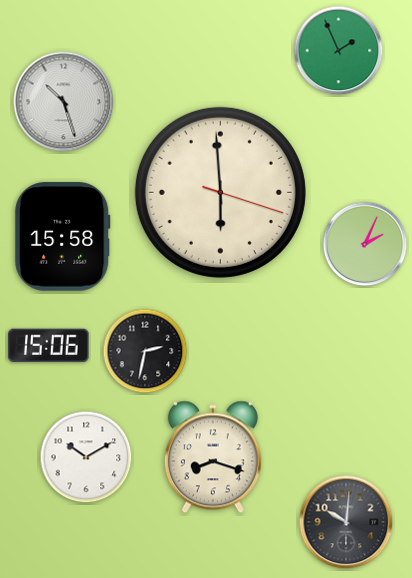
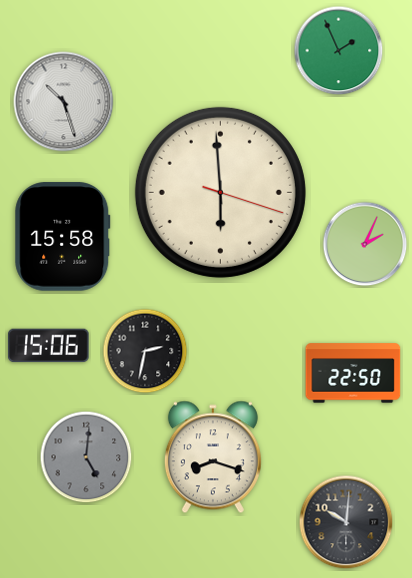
clock at (353, 373): none -> 22:50
clock at (86, 457): 10:10 -> 5:01
clock at (86, 457) dial: white -> grey
